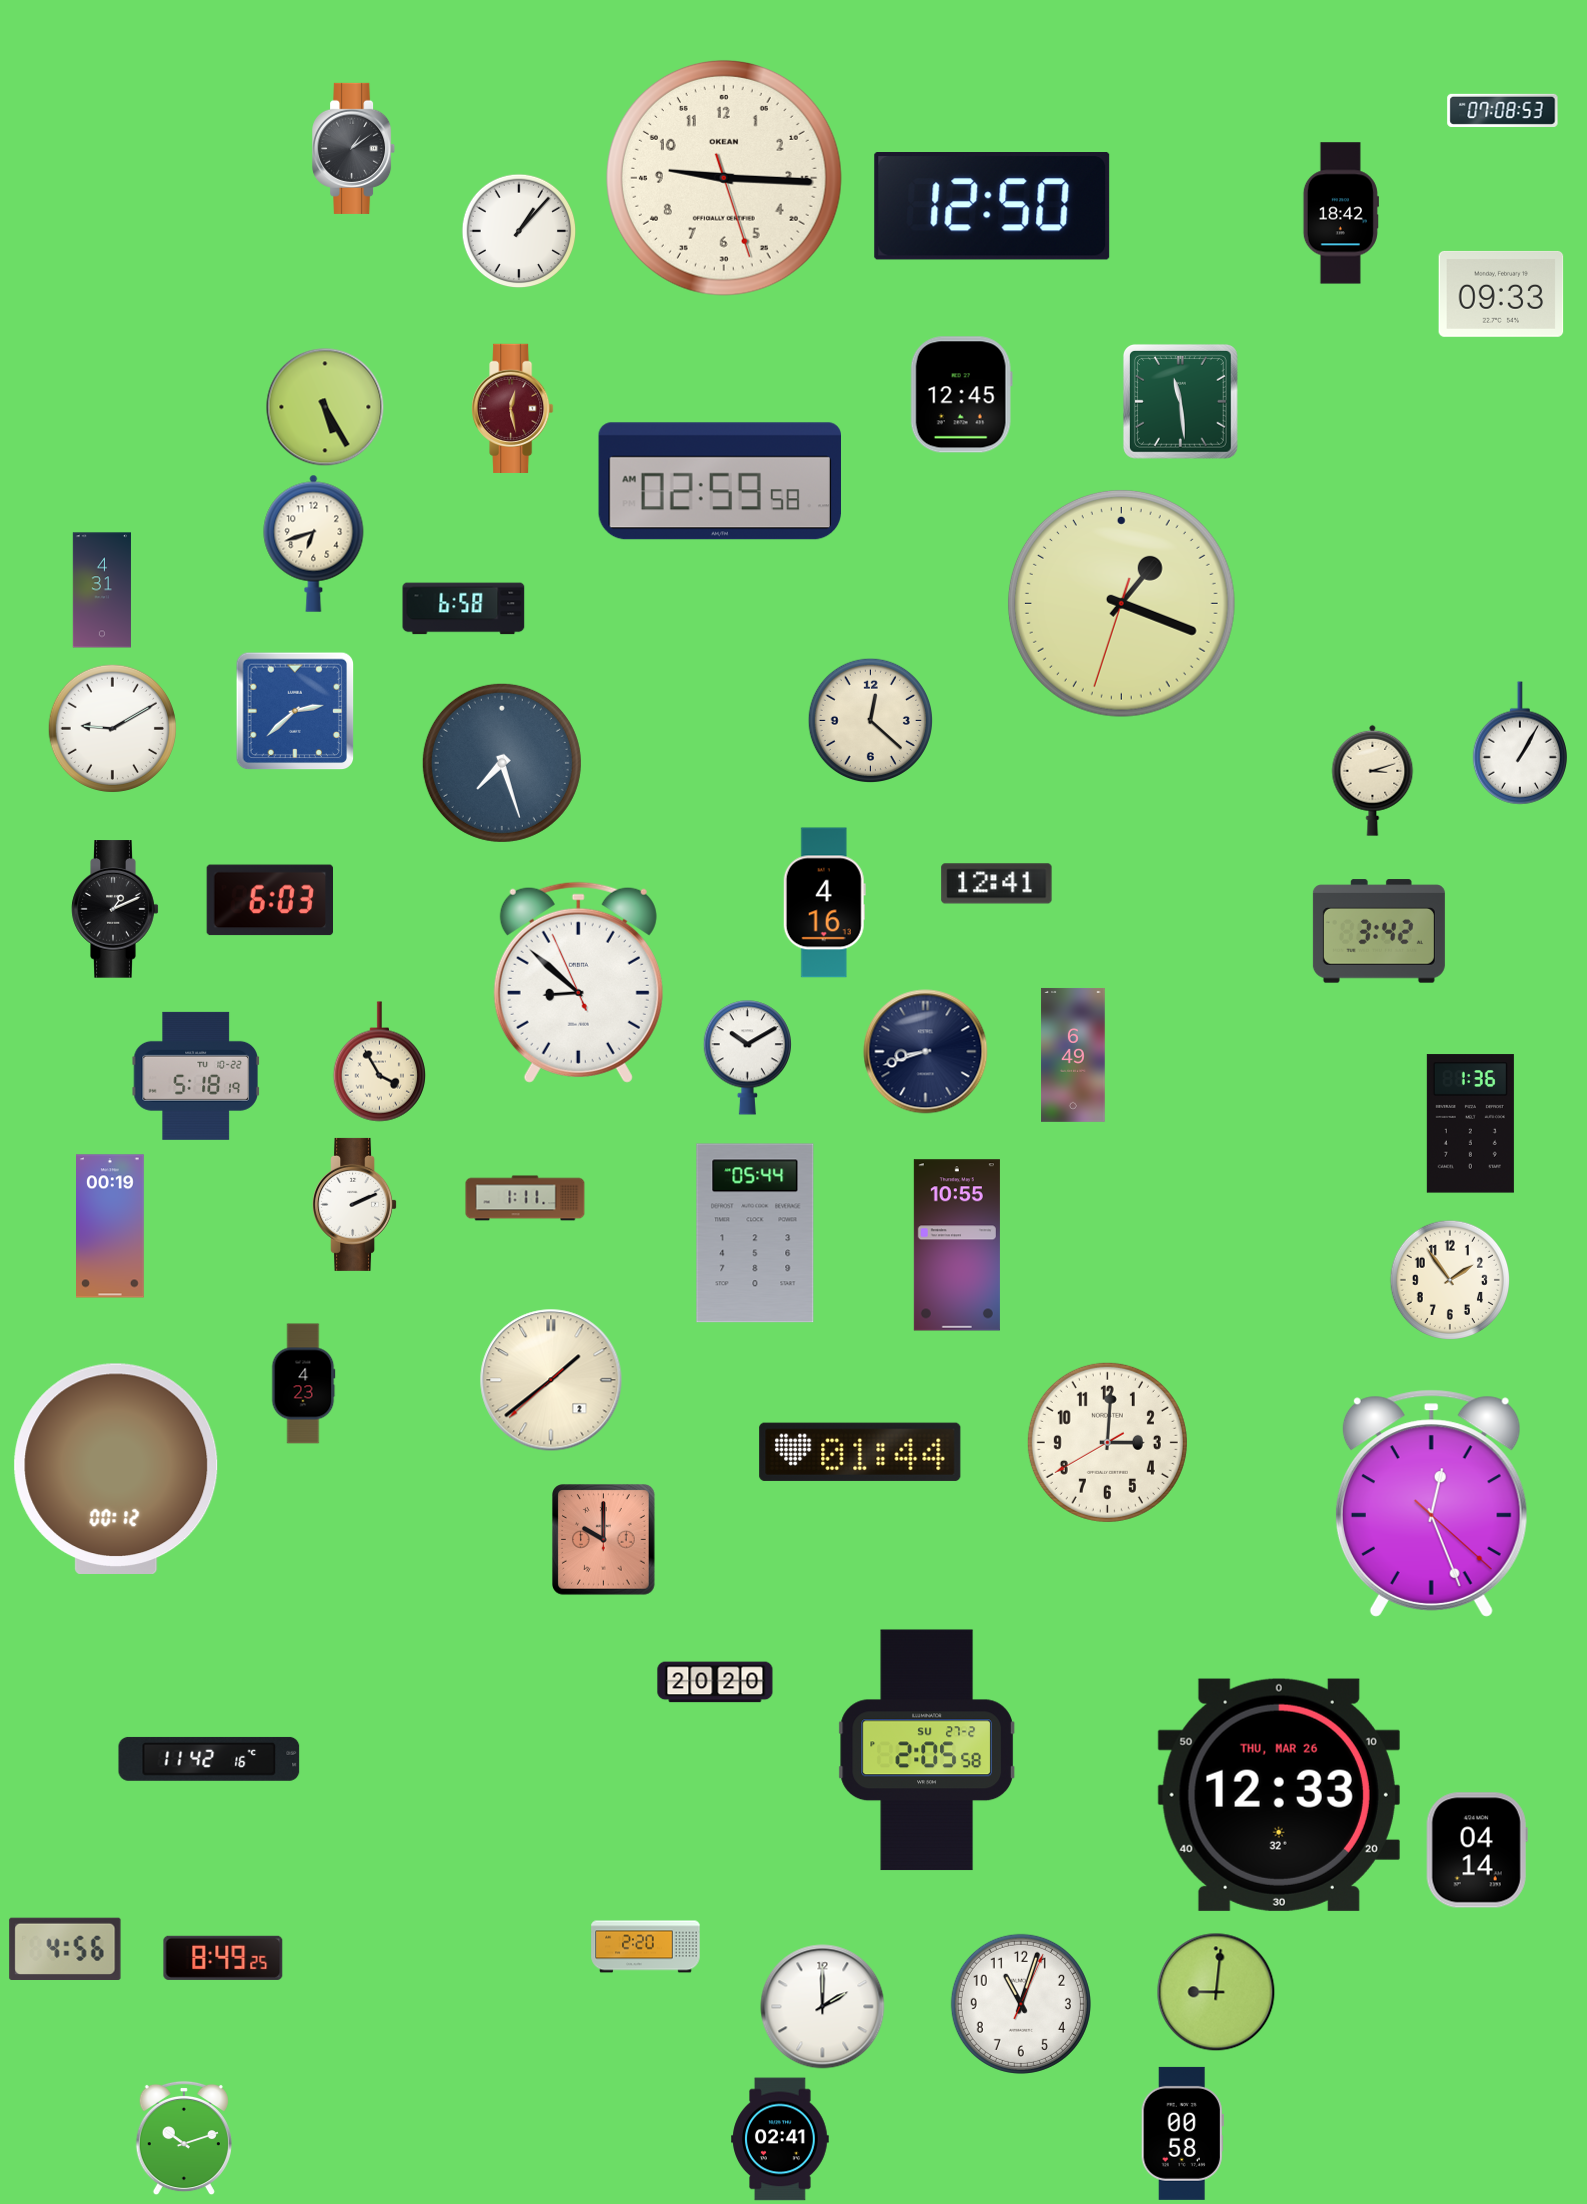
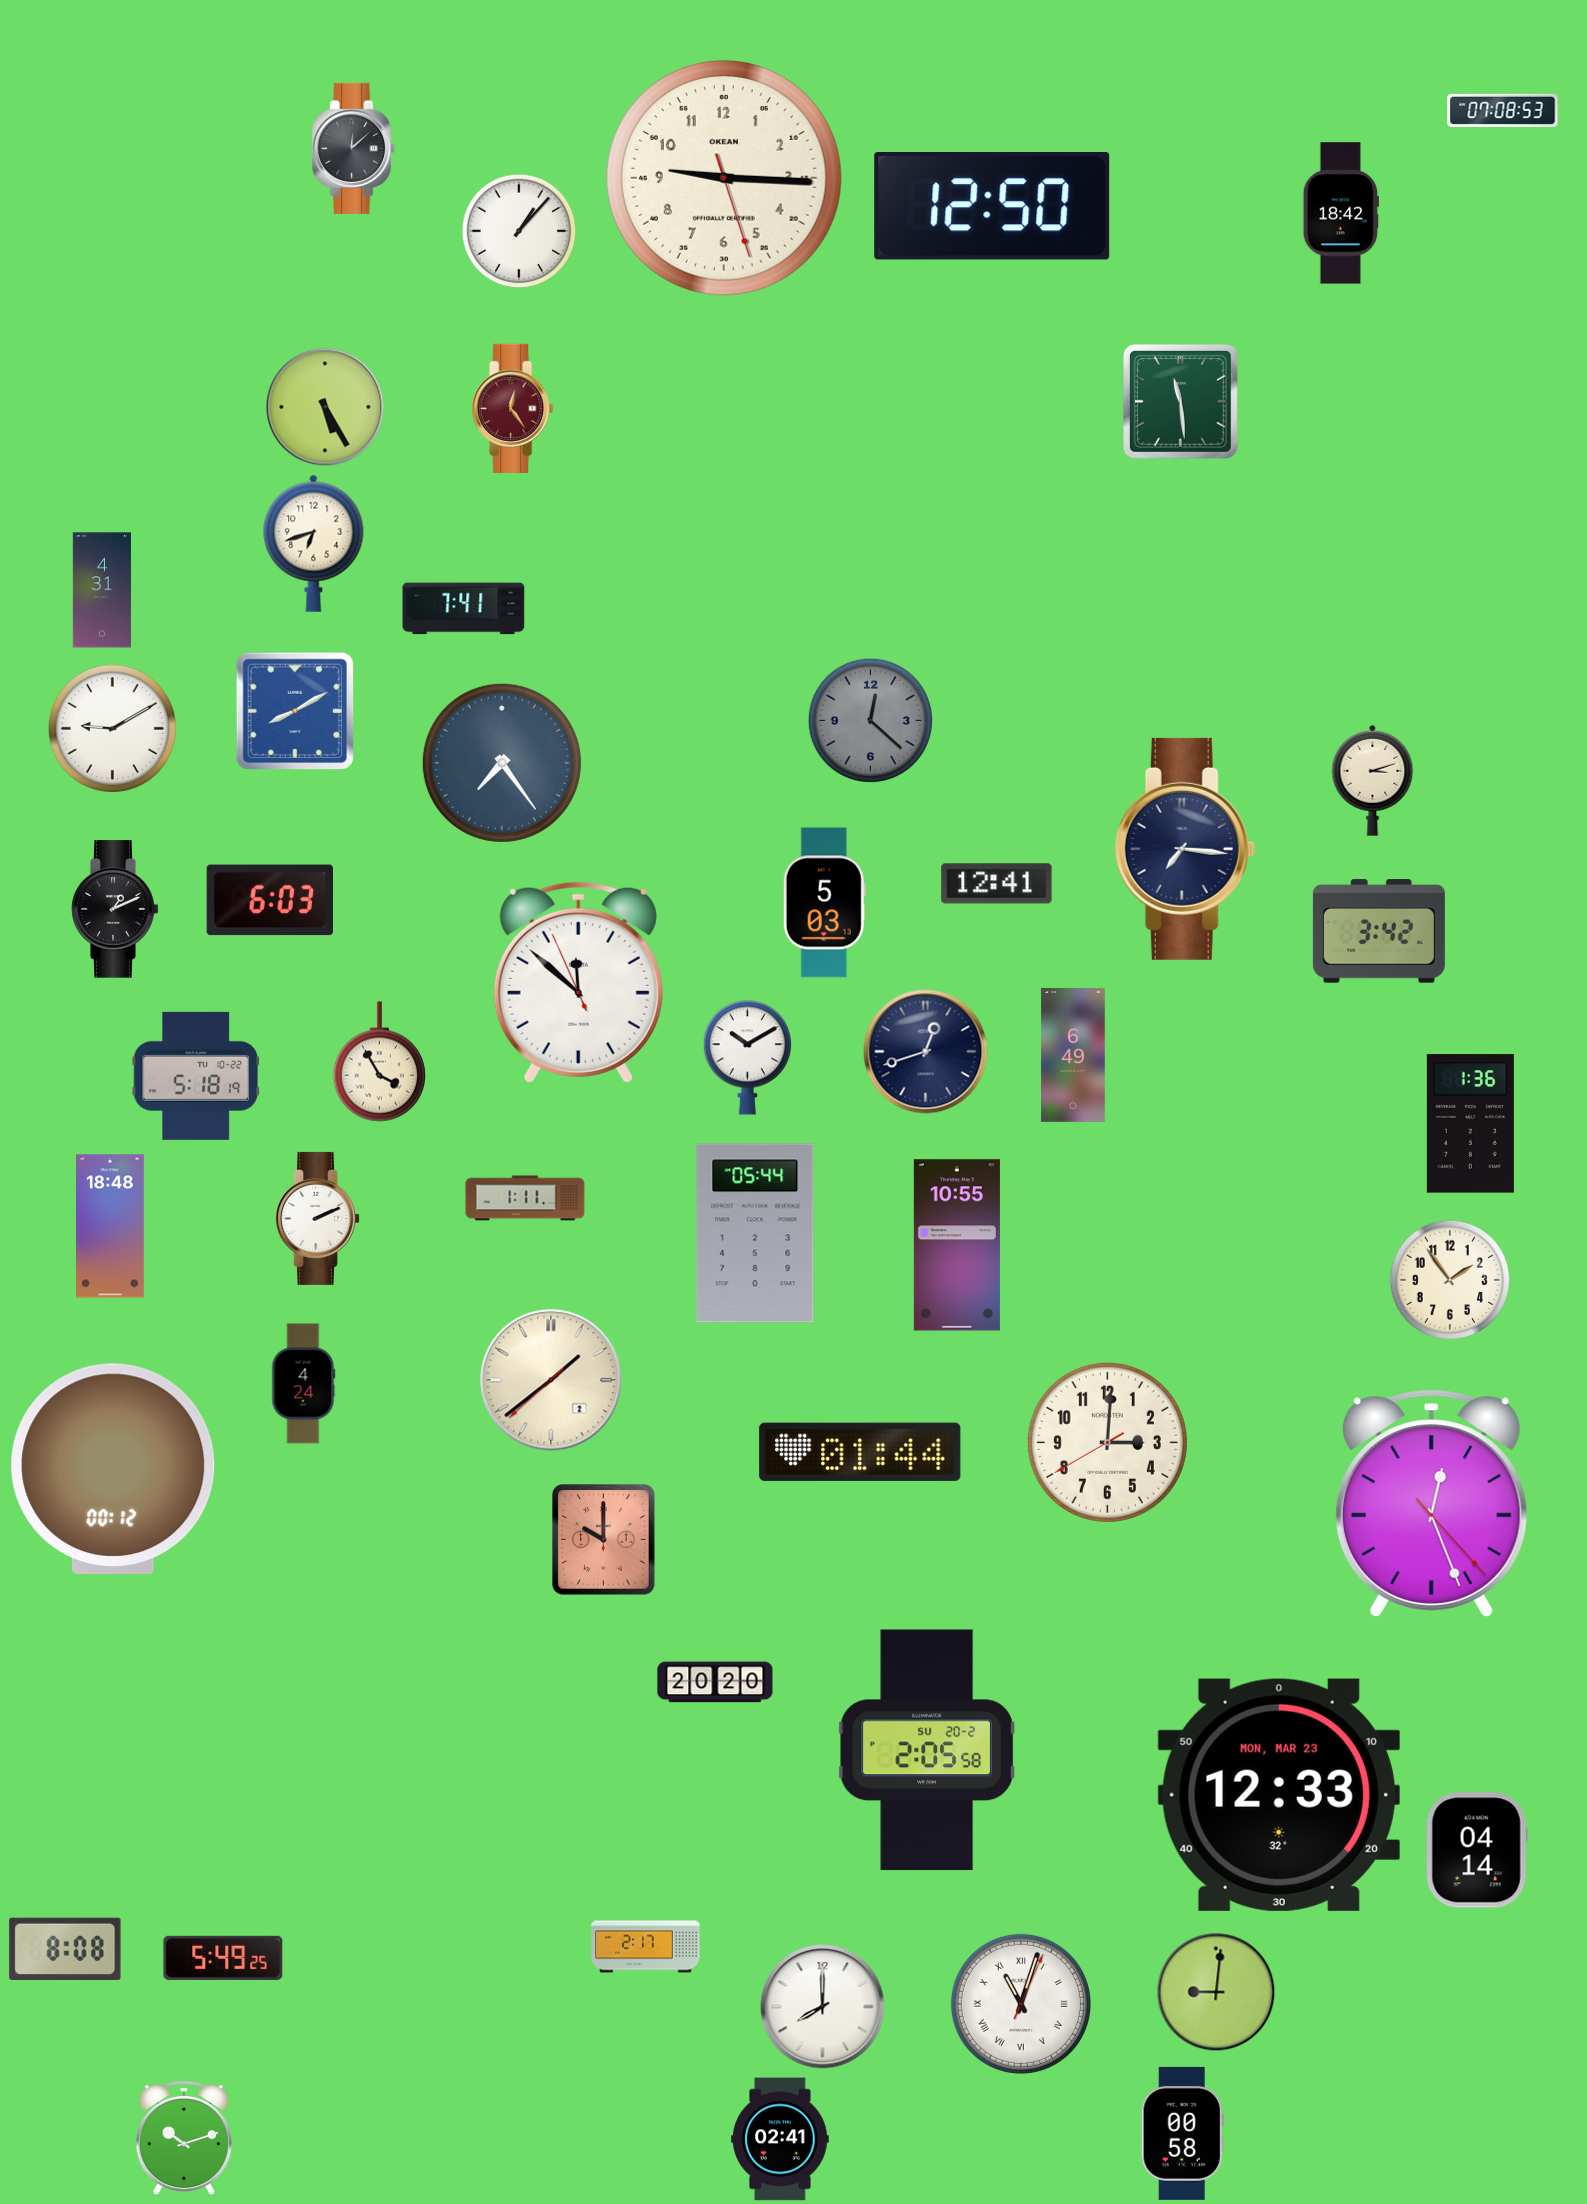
clock at (354, 148): 1:09 -> 12:08
clock at (1501, 294): 09:33 -> none
clock at (961, 395): 12:45 -> none
clock at (513, 408): 12:28 -> 12:24
clock at (719, 481): 02:59 -> none
clock at (1121, 603): 1:18 -> none
clock at (464, 609): 6:58 -> 7:41
clock at (295, 711): 2:38 -> 8:10
clock at (870, 720) dial: cream -> grey
clock at (1520, 743): 1:05 -> none
clock at (502, 763): 7:27 -> 7:24
clock at (1185, 849): none -> 7:16
clock at (824, 903): 4:16 -> 5:03
clock at (578, 982): 8:51 -> 11:51
clock at (926, 1052): 8:42 -> 12:42
clock at (355, 1204) position: (355, 1204) -> (318, 1218)
clock at (111, 1226): 00:19 -> 18:48
clock at (303, 1384): 4:23 -> 4:24
clock at (116, 1468) position: (116, 1468) -> (113, 1468)
clock at (1431, 1503): 12:26:22 -> 12:26:23
clock at (927, 1750) date: SU 27-2 -> SU 20-2
clock at (209, 1759): 11:42 -> none
clock at (1279, 1795) date: THU, MAR 26 -> MON, MAR 23
clock at (646, 1947): 2:20 -> 2:17
clock at (65, 1948): 4:56 -> 8:08
clock at (223, 1958): 8:49 -> 5:49
clock at (1021, 2004) numerals: Arabic -> Roman
clock at (823, 2007): 2:00 -> 8:00
